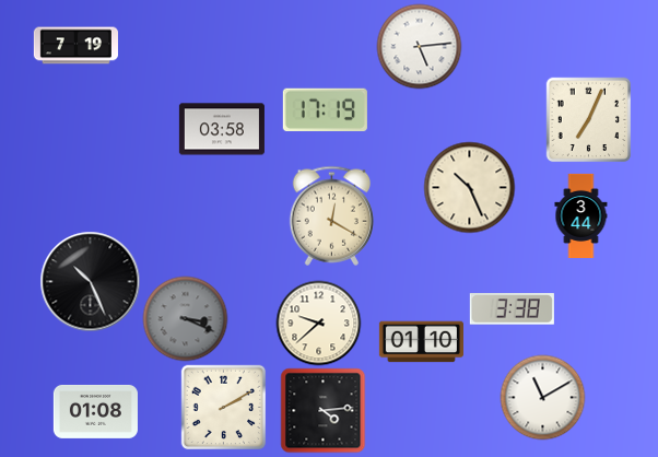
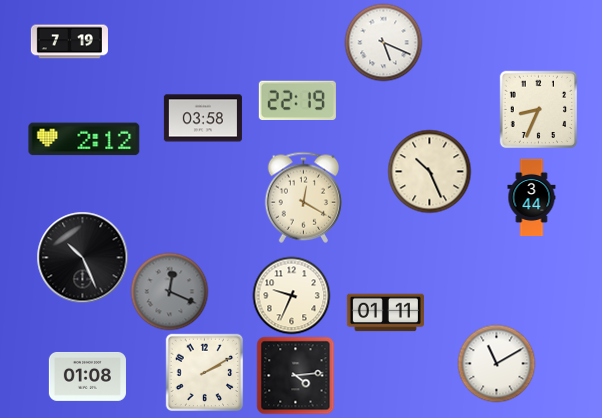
clock at (419, 46): 5:14 -> 5:19
clock at (325, 109): 17:19 -> 22:19
clock at (588, 119): 7:04 -> 8:34
clock at (84, 139): none -> 2:12
clock at (512, 309): 3:38 -> none
clock at (185, 318): 3:19 -> 12:19
clock at (318, 323): 9:38 -> 9:34
clock at (421, 342): 01:10 -> 01:11
